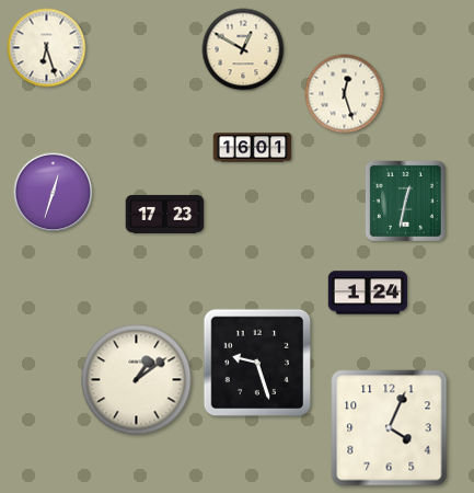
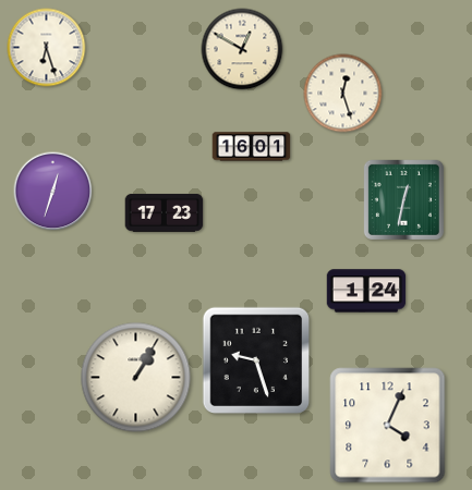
clock at (137, 380): 1:09 -> 1:05
